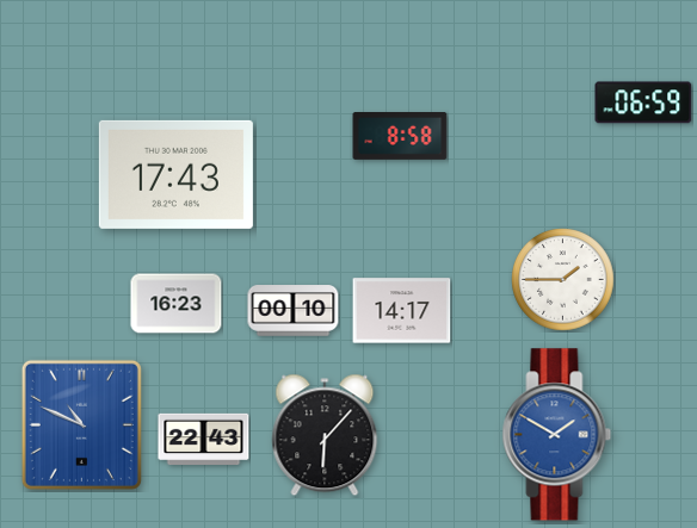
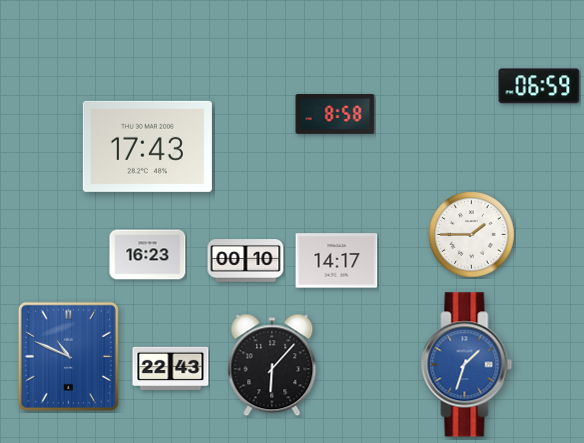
clock at (557, 435): 1:50 -> 1:33
